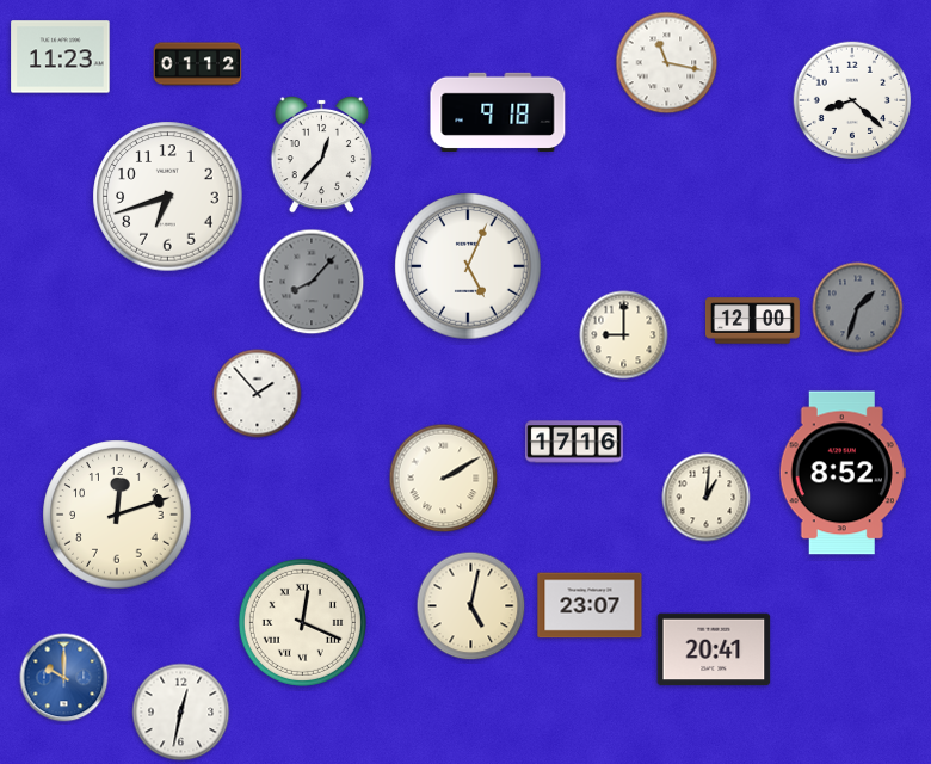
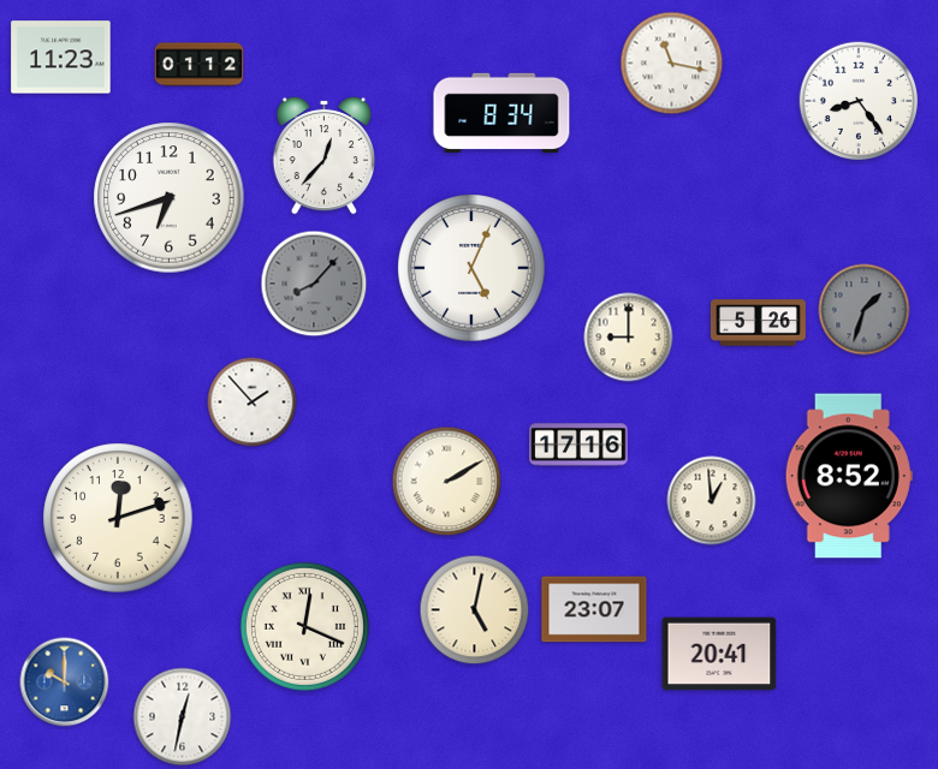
clock at (852, 100): 8:22 -> 8:24
clock at (498, 111): 9:18 -> 8:34
clock at (752, 321): 12:00 -> 5:26
clock at (258, 394) position: (258, 394) -> (253, 403)
clock at (707, 498): 1:01 -> 12:59
